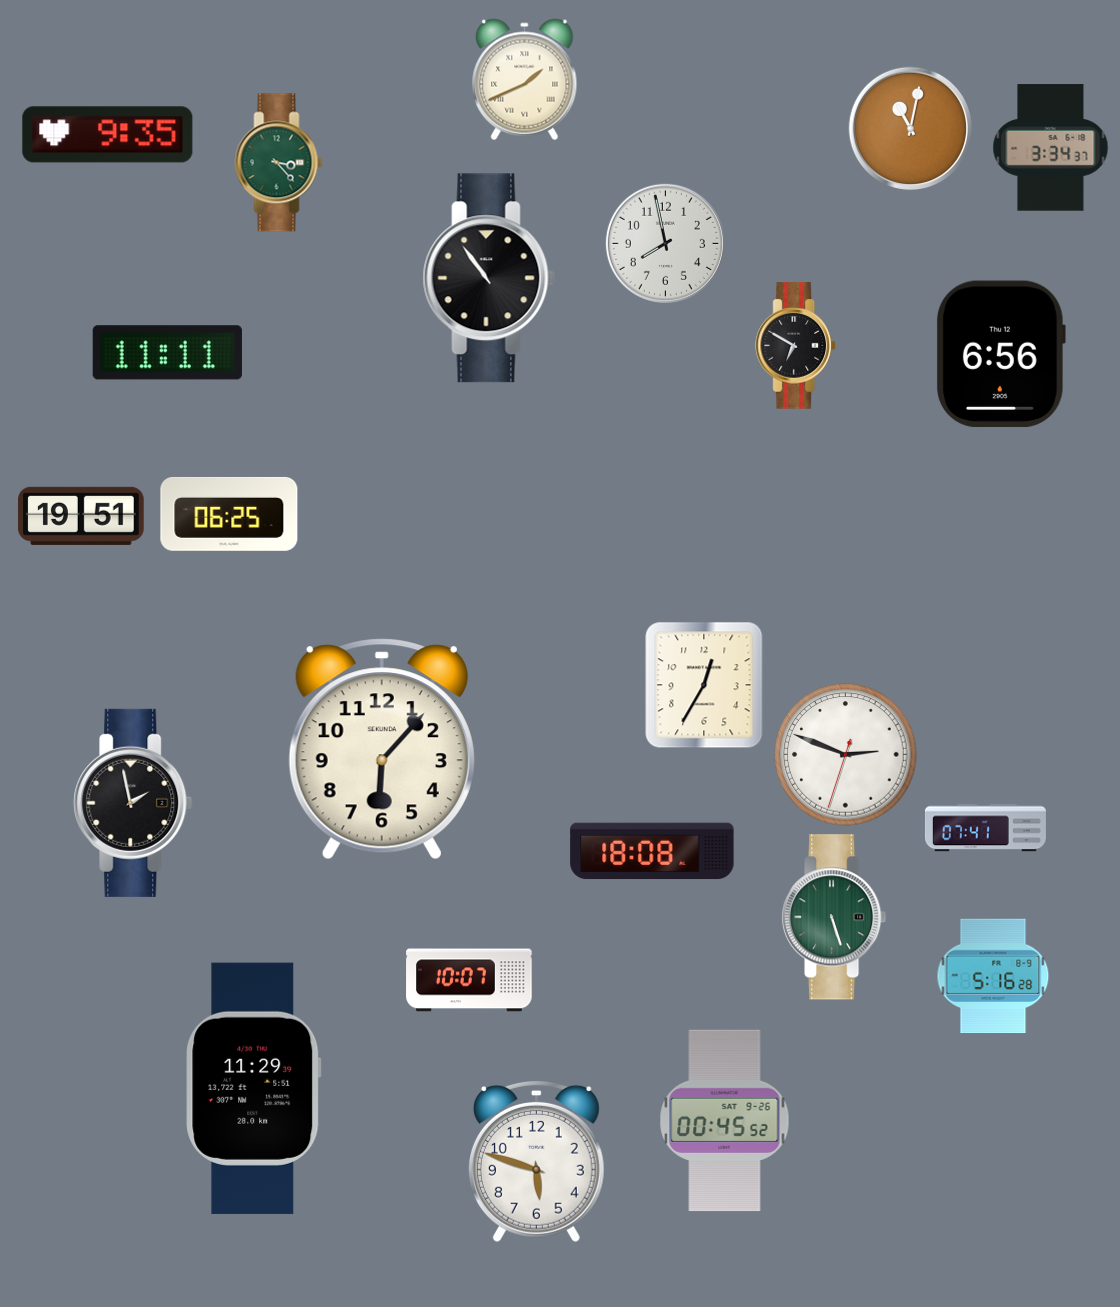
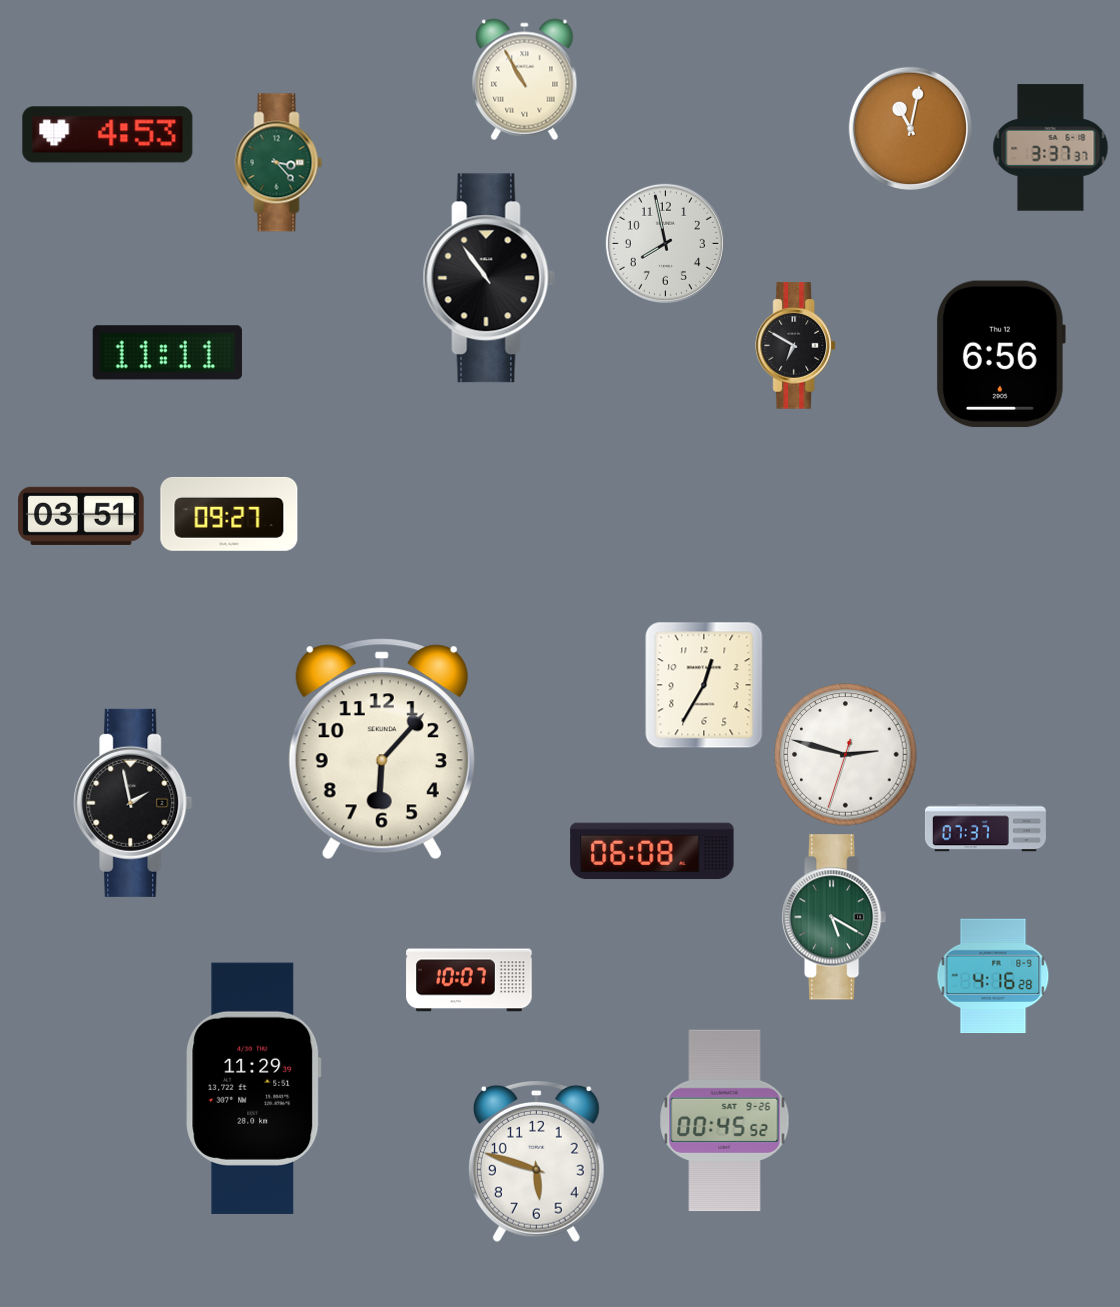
clock at (525, 80): 1:41 -> 10:55
clock at (108, 135): 9:35 -> 4:53
clock at (1051, 148): 3:34 -> 3:37
clock at (229, 514): 06:25 -> 09:27
clock at (81, 516): 19:51 -> 03:51
clock at (846, 755): 2:48 -> 2:47
clock at (985, 828): 07:41 -> 07:37
clock at (652, 851): 18:08 -> 06:08
clock at (834, 917): 5:27 -> 5:20
clock at (993, 976): 5:16 -> 4:16
